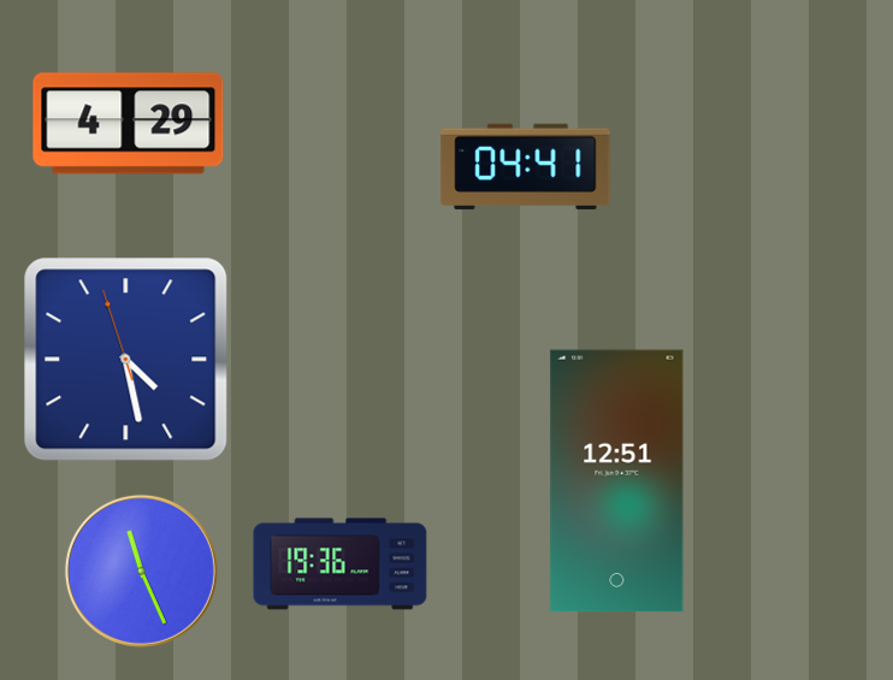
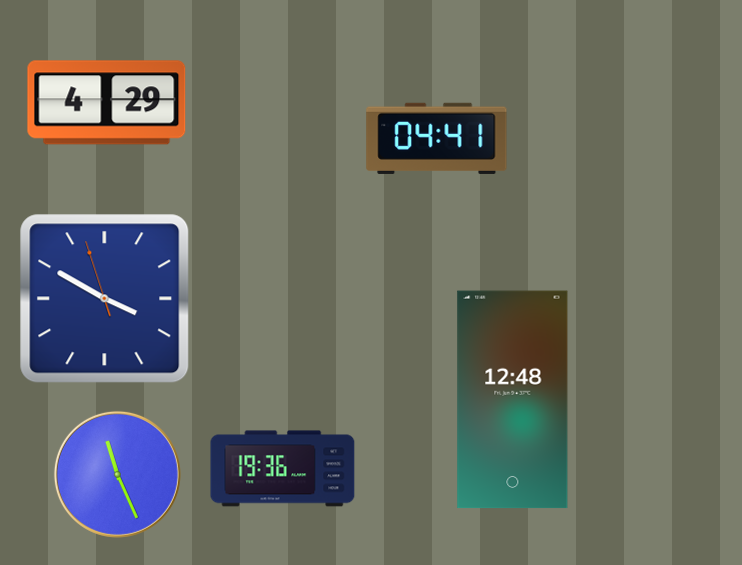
clock at (126, 360): 4:27 -> 3:49
clock at (617, 481): 12:51 -> 12:48
